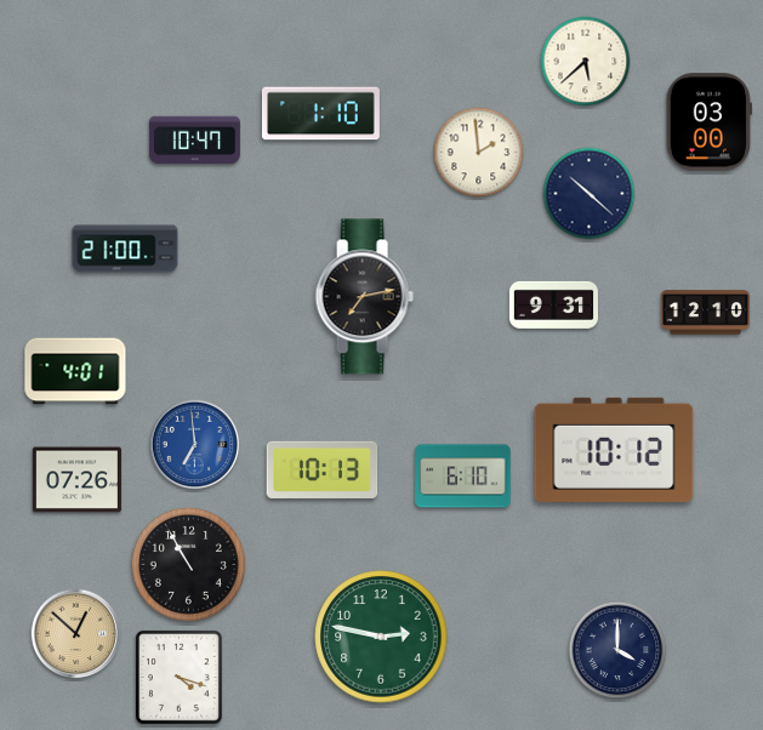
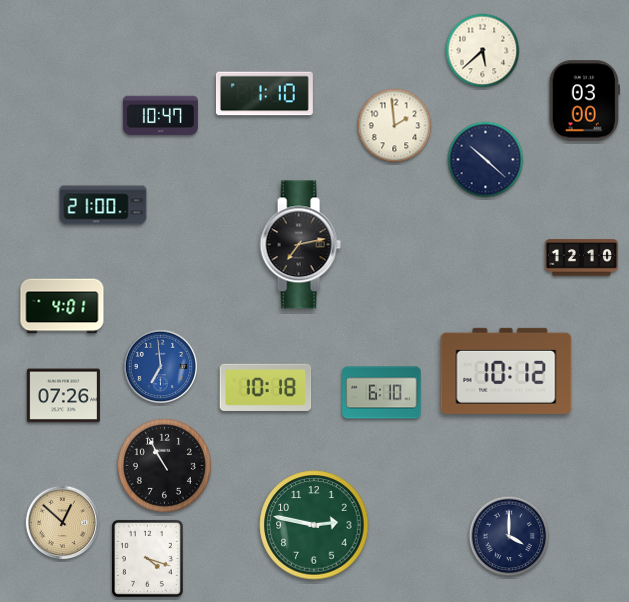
clock at (553, 304): 9:31 -> none
clock at (323, 469): 10:13 -> 10:18
clock at (188, 564) position: (188, 564) -> (164, 465)
